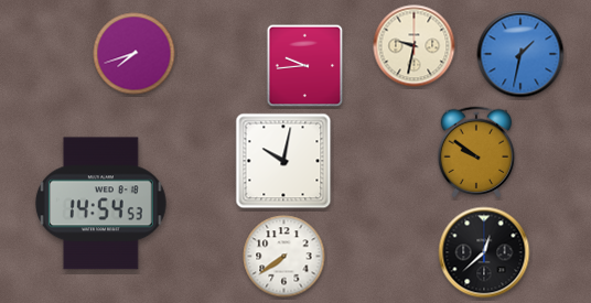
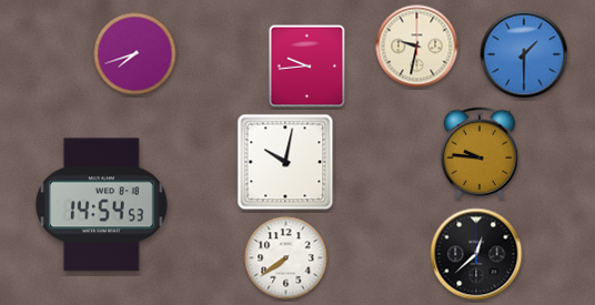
clock at (520, 54): 1:32 -> 1:30
clock at (476, 152): 9:51 -> 9:46
clock at (484, 252) position: (484, 252) -> (476, 254)
